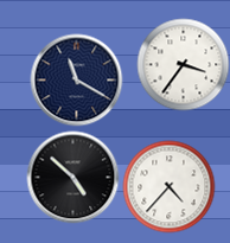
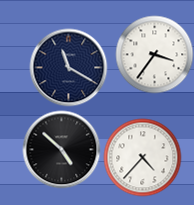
clock at (76, 79) position: (76, 79) -> (68, 67)
